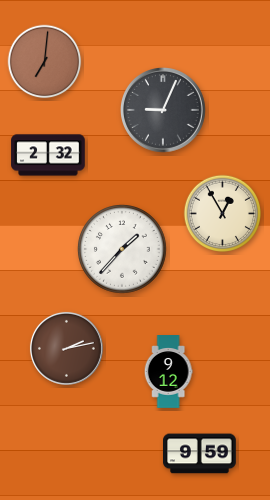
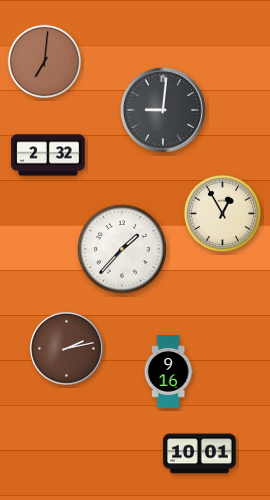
clock at (164, 111): 9:04 -> 9:01
clock at (168, 372): 9:12 -> 9:16
clock at (200, 454): 9:59 -> 10:01
